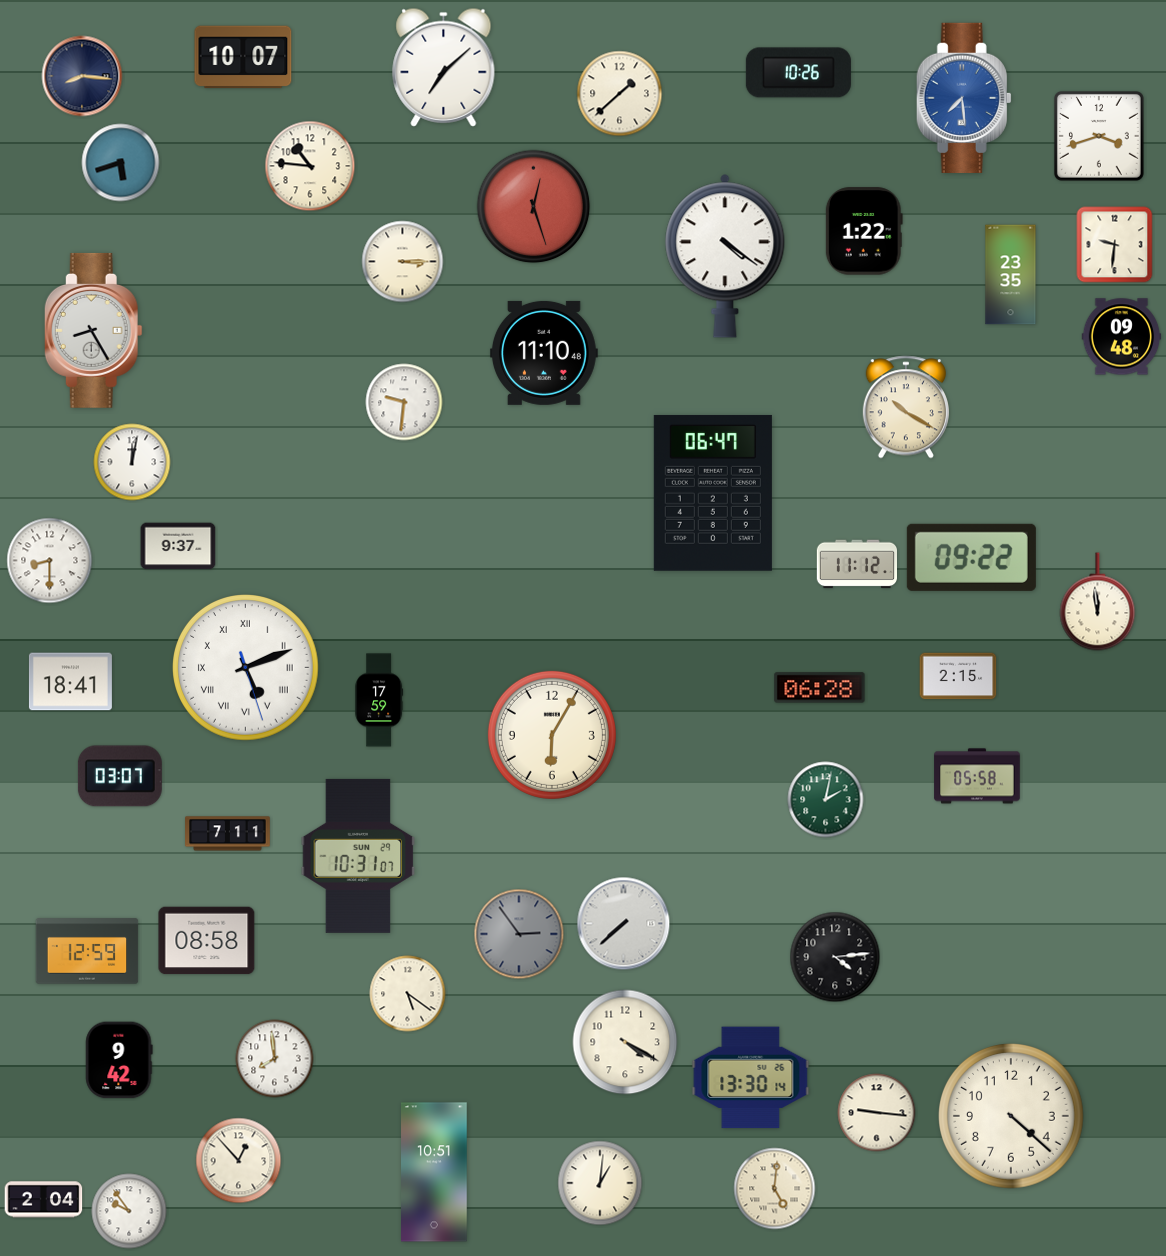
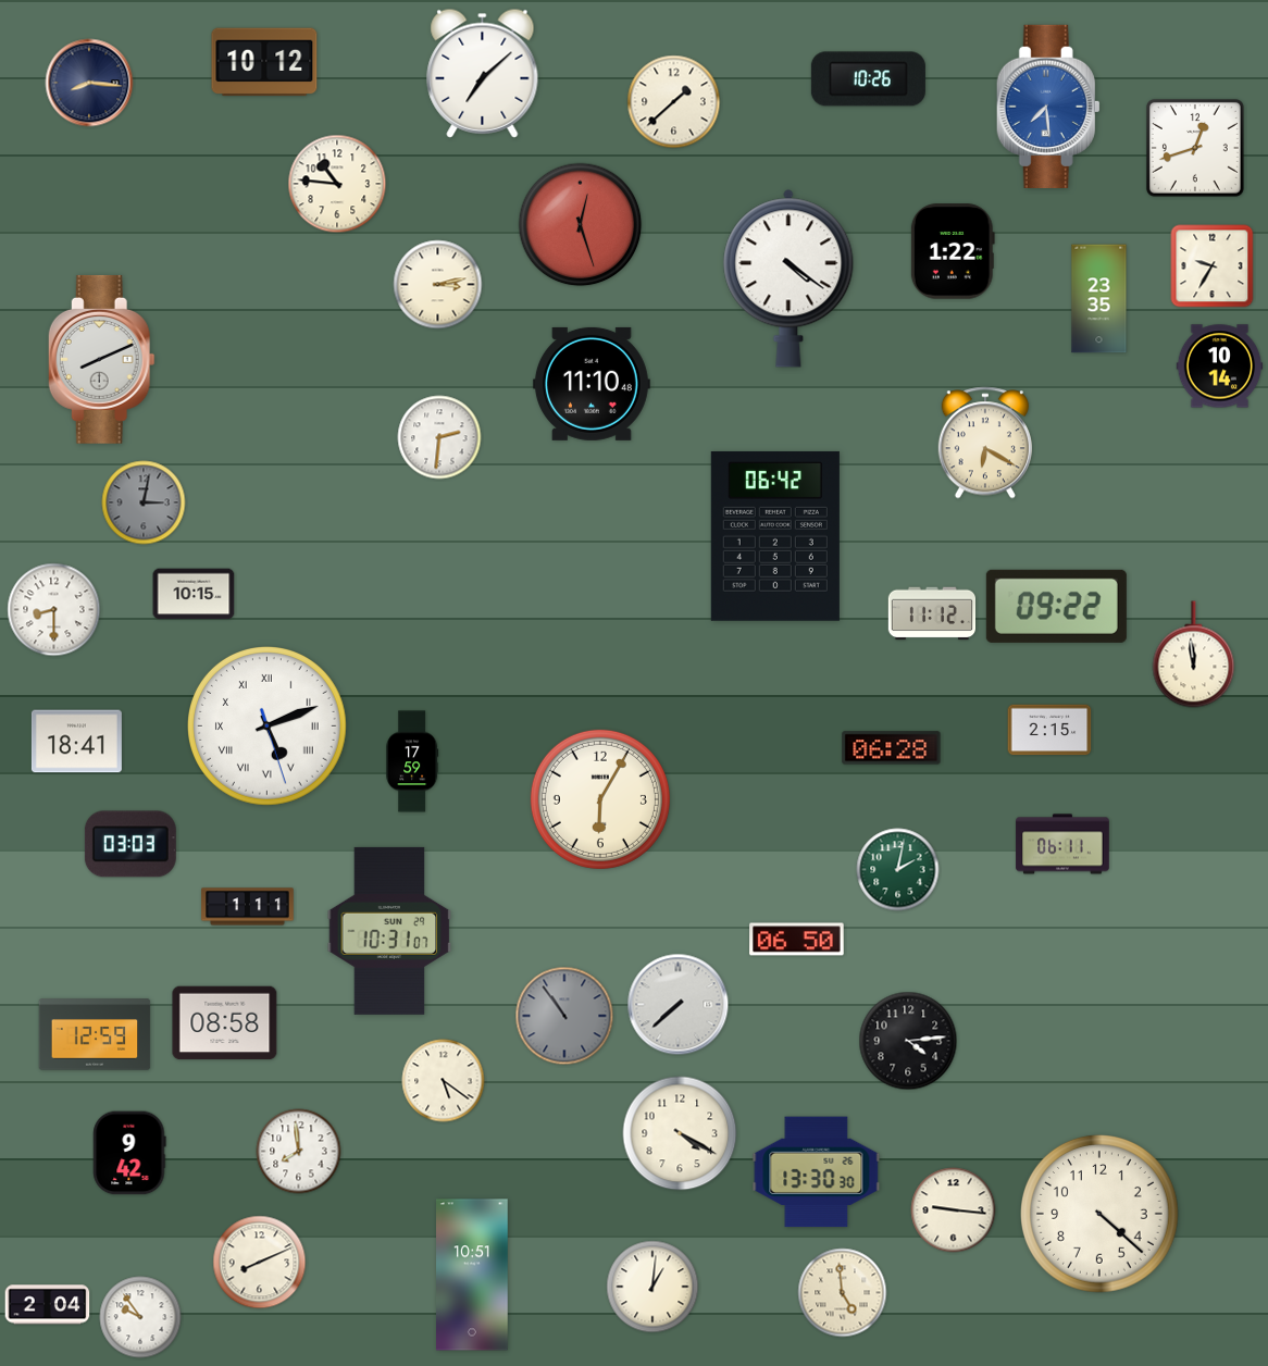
clock at (243, 57): 10:07 -> 10:12
clock at (1099, 136): 3:42 -> 12:42
clock at (121, 163): 5:42 -> none
clock at (310, 166) position: (310, 166) -> (337, 184)
clock at (864, 231) position: (864, 231) -> (953, 251)
clock at (1115, 245): 9:31 -> 9:35
clock at (403, 262): 3:15 -> 3:13
clock at (93, 330): 8:25 -> 8:11
clock at (1122, 337): 09:48 -> 10:14
clock at (404, 402): 9:31 -> 2:31
clock at (906, 407): 10:20 -> 6:20
clock at (132, 462): 12:02 -> 3:02
clock at (132, 462) dial: white -> grey
clock at (713, 493): 06:47 -> 06:42
clock at (178, 546): 9:37 -> 10:15
clock at (958, 676) position: (958, 676) -> (1049, 730)
clock at (120, 776): 03:07 -> 03:03
clock at (977, 776): 05:58 -> 06:11
clock at (228, 834): 7:11 -> 1:11
clock at (797, 940): none -> 06:50
clock at (519, 934): 2:54 -> 10:54
clock at (751, 1078): 13:30:14 -> 13:30:30
clock at (239, 1161): 12:53 -> 8:11
clock at (775, 1189): 5:01 -> 4:59
